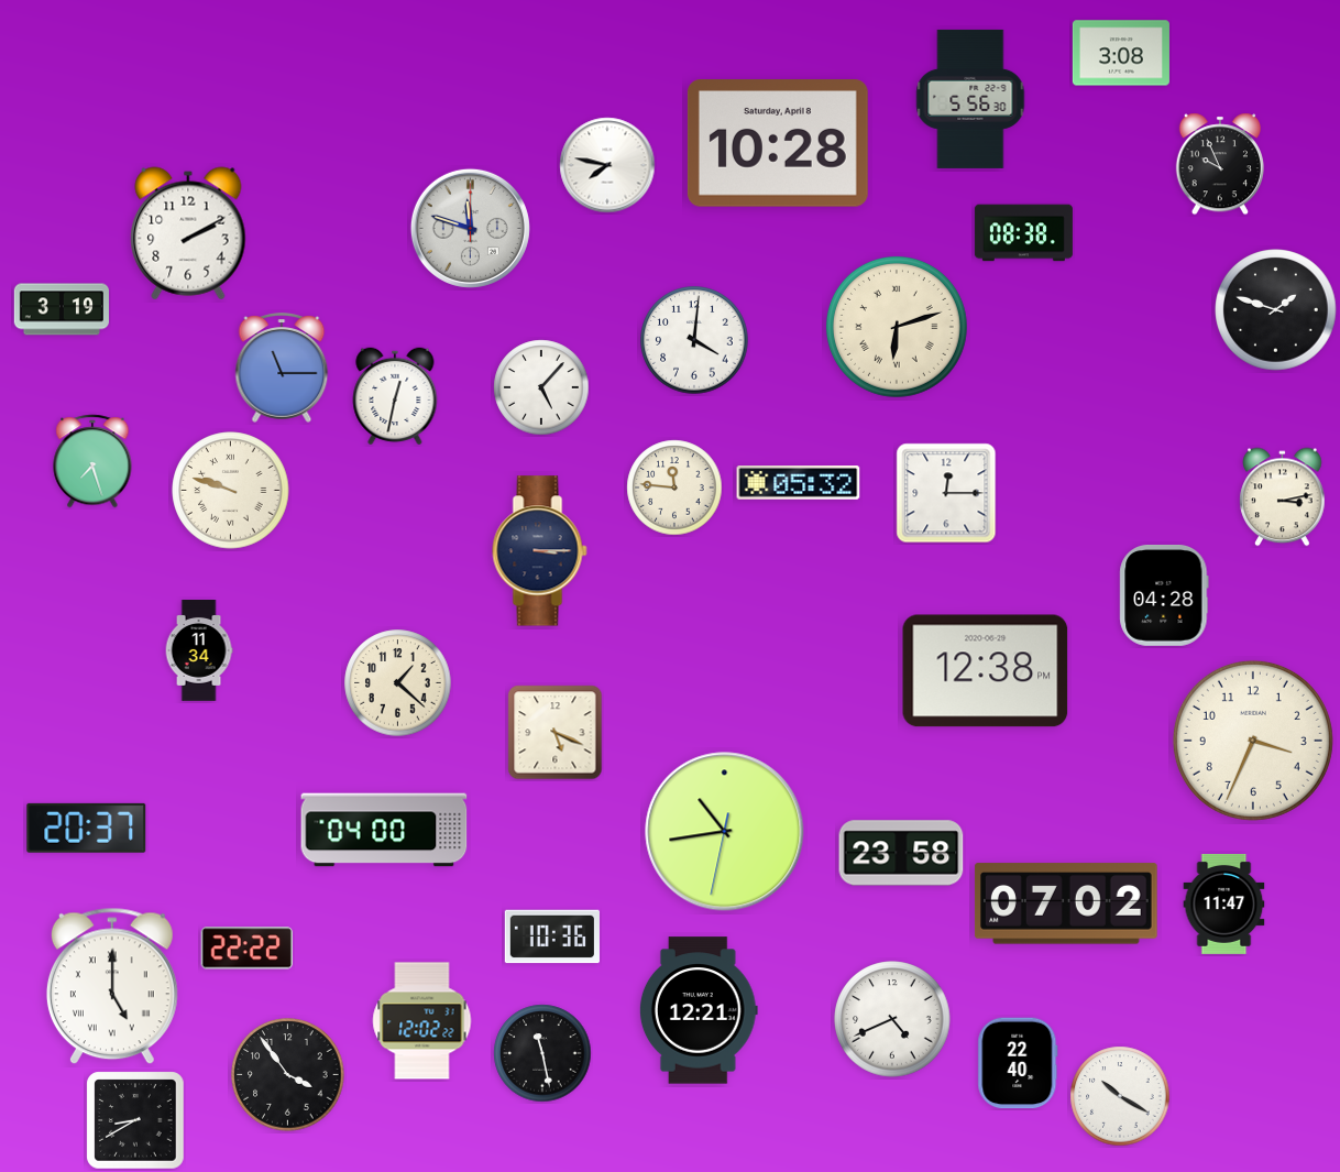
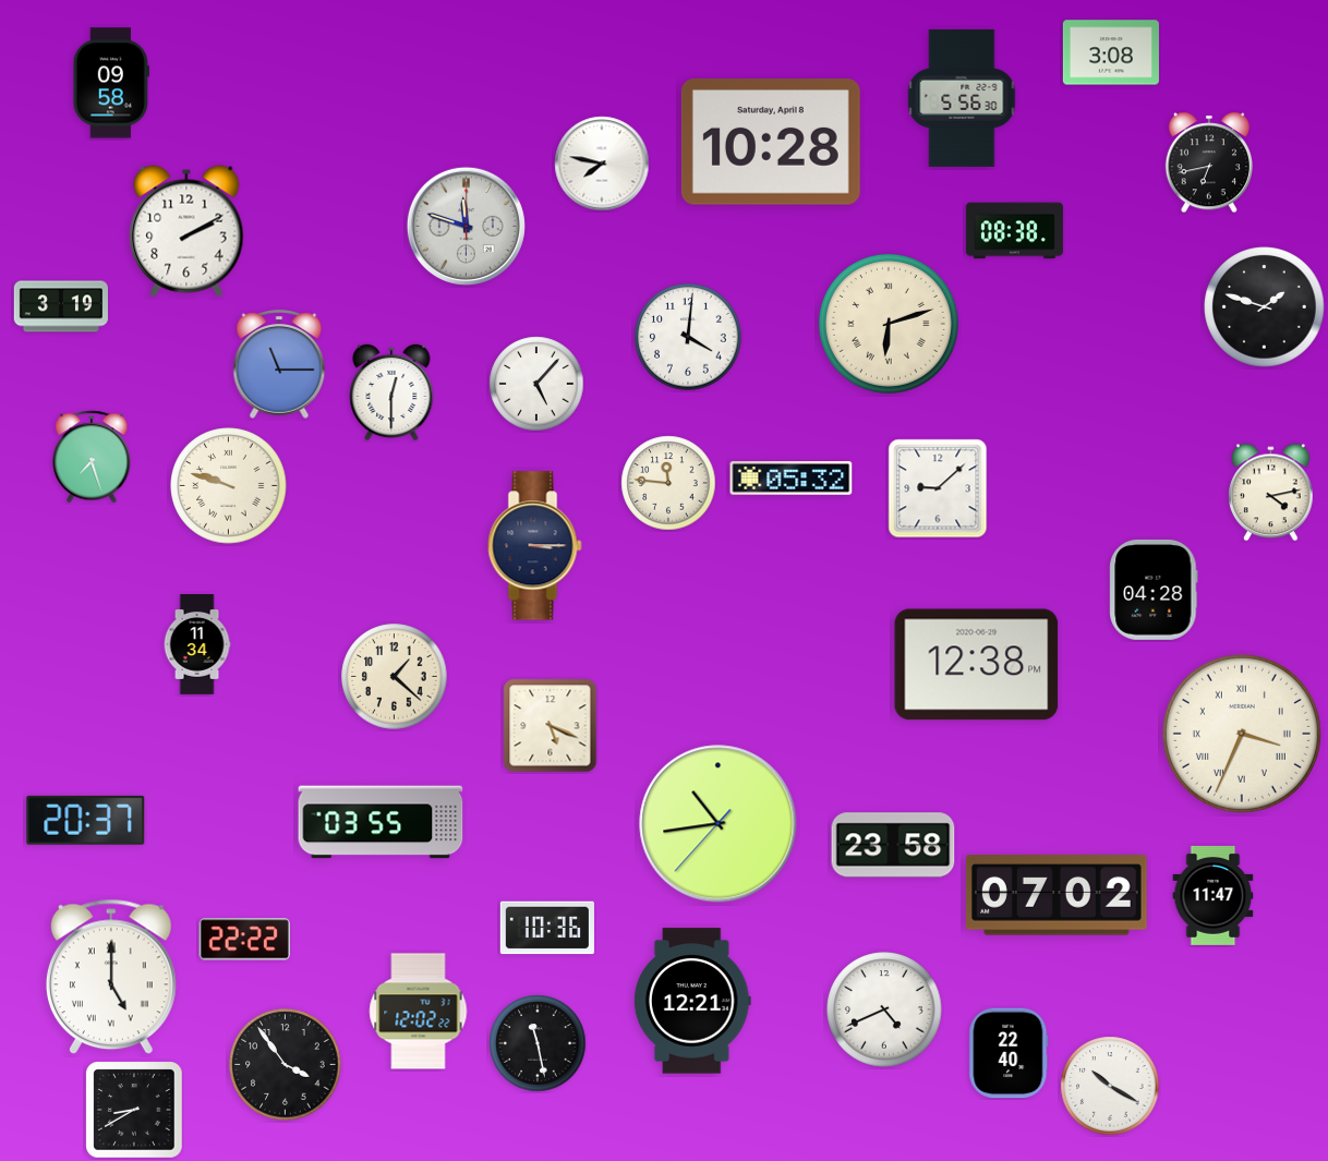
clock at (111, 83): none -> 09:58
clock at (1220, 164): 9:56 -> 6:43
clock at (395, 396): 12:32 -> 12:30
clock at (946, 493): 12:15 -> 9:08
clock at (1283, 497): 3:13 -> 4:13
clock at (1253, 741) numerals: Arabic -> Roman
clock at (384, 830): 04:00 -> 03:55
clock at (725, 832): 10:43:32 -> 10:43:37
